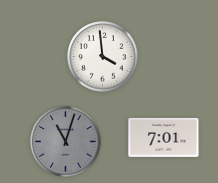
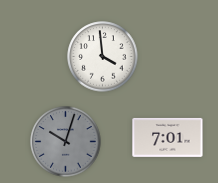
clock at (164, 137) position: (164, 137) -> (168, 137)
clock at (66, 142): 11:03 -> 10:03
